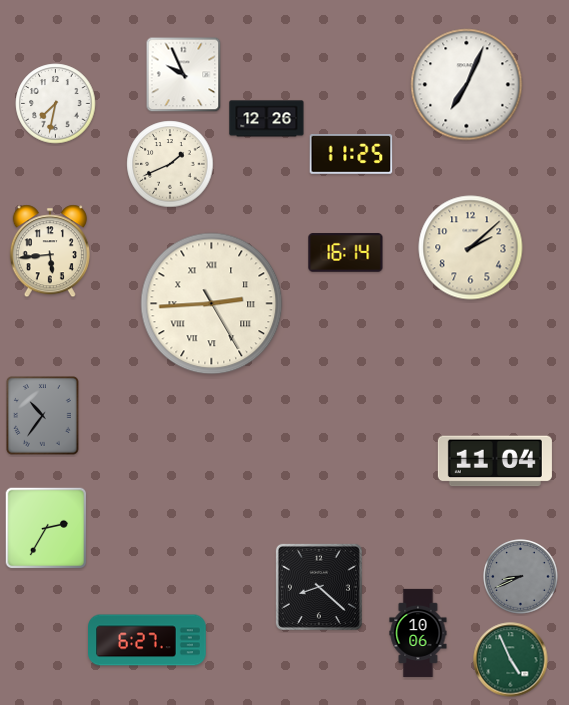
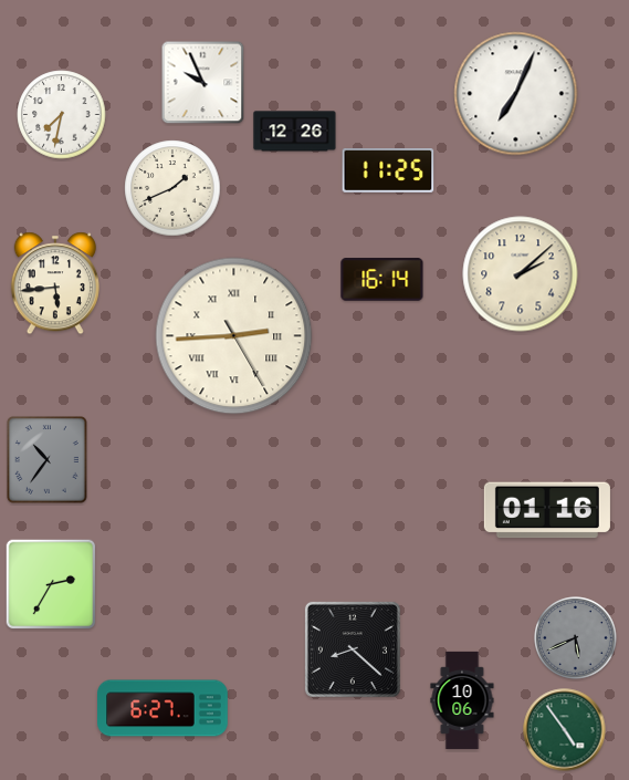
clock at (170, 164) position: (170, 164) -> (172, 188)
clock at (50, 251) position: (50, 251) -> (55, 283)
clock at (495, 461): 11:04 -> 01:16
clock at (521, 577): 8:41 -> 5:41
clock at (511, 660): 4:56 -> 4:54
